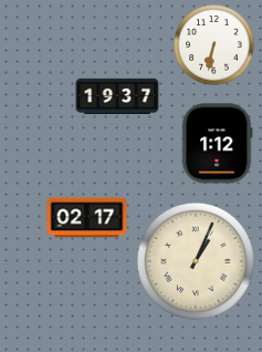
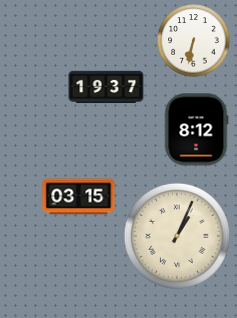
clock at (218, 144): 1:12 -> 8:12
clock at (87, 218): 02:17 -> 03:15
